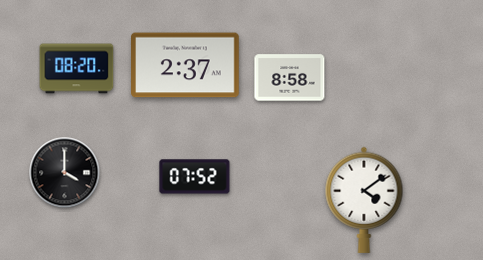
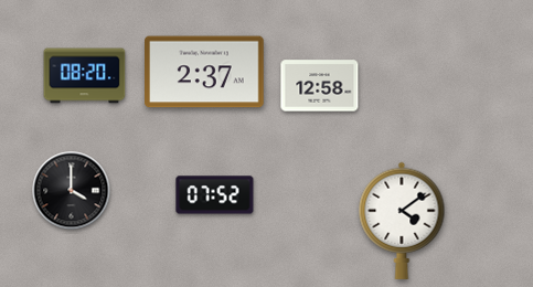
clock at (290, 78): 8:58 -> 12:58
